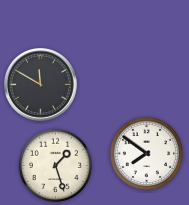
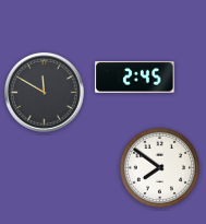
clock at (135, 78): none -> 2:45
clock at (56, 166): 1:27 -> none
